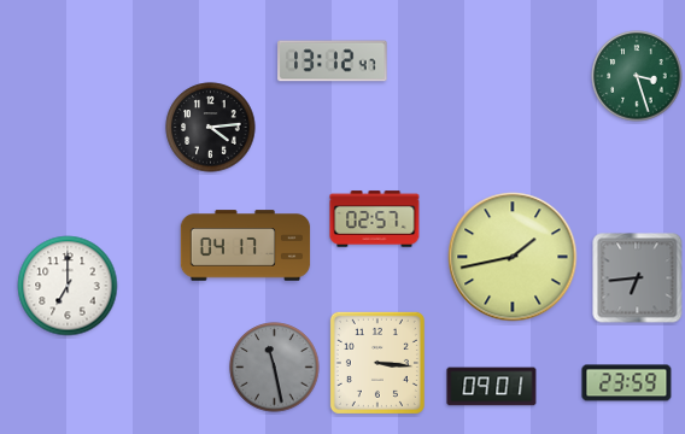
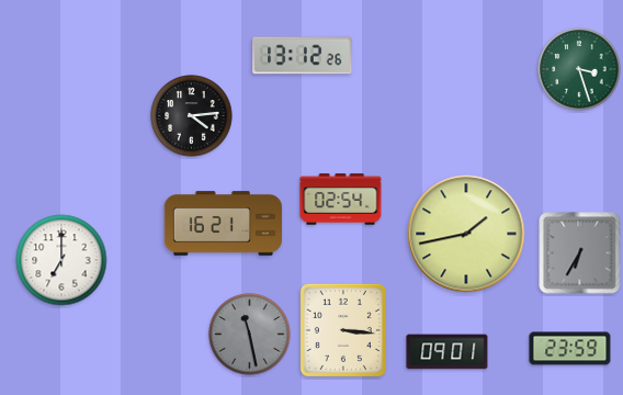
clock at (333, 61): 13:12:47 -> 13:12:26
clock at (375, 219): 02:57 -> 02:54
clock at (246, 246): 04:17 -> 16:21
clock at (638, 278): 6:44 -> 6:35
